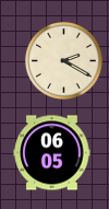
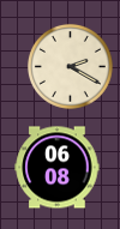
clock at (52, 153): 06:05 -> 06:08
